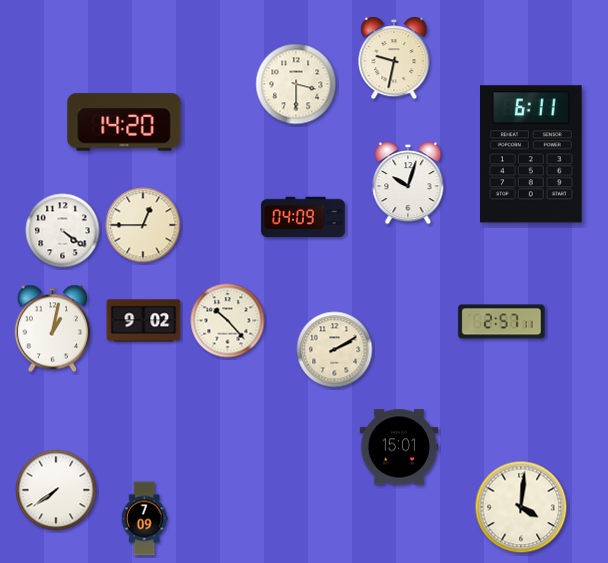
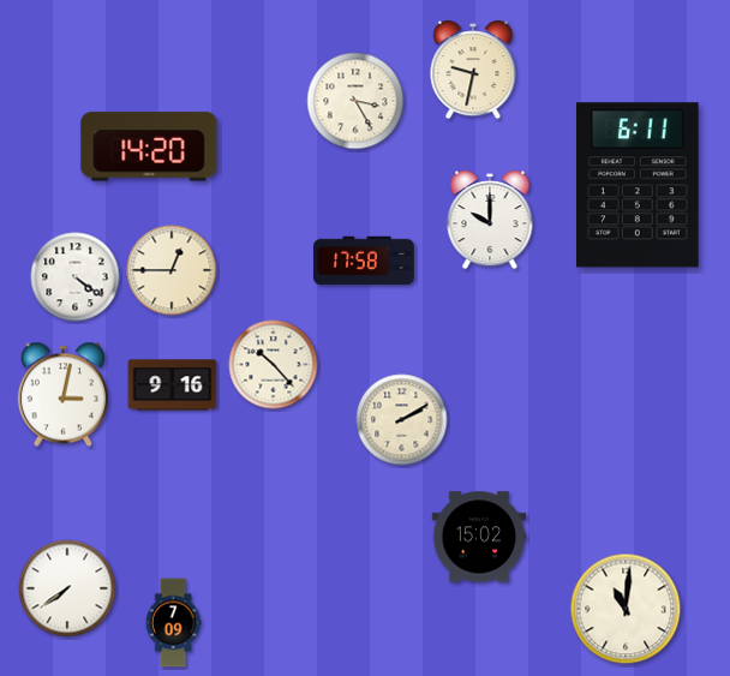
clock at (296, 84): 3:30 -> 3:25
clock at (408, 183): 10:03 -> 10:00
clock at (303, 217): 04:09 -> 17:58
clock at (144, 321): 9:02 -> 9:16
clock at (228, 321) position: (228, 321) -> (274, 365)
clock at (502, 322): 2:57 -> none
clock at (52, 329): 1:02 -> 3:02
clock at (399, 447): 15:01 -> 15:02
clock at (521, 507): 4:01 -> 11:01
